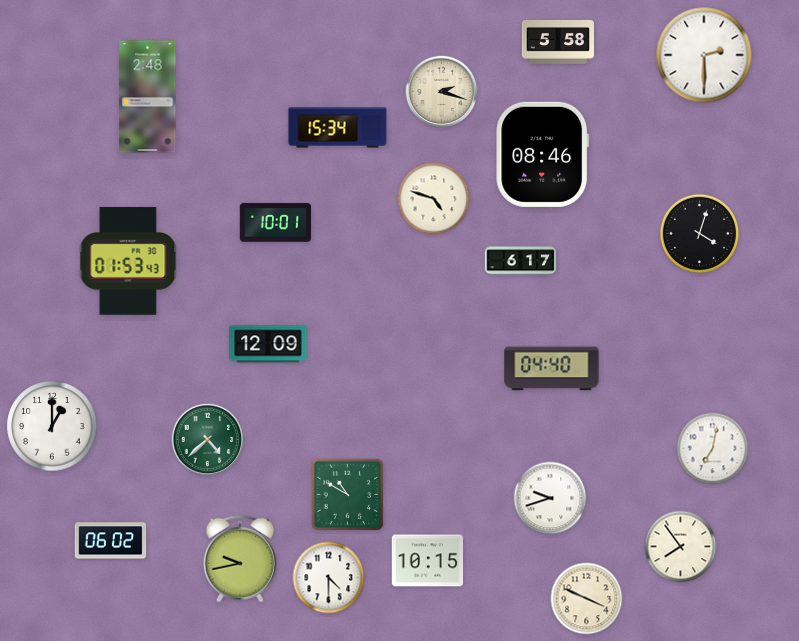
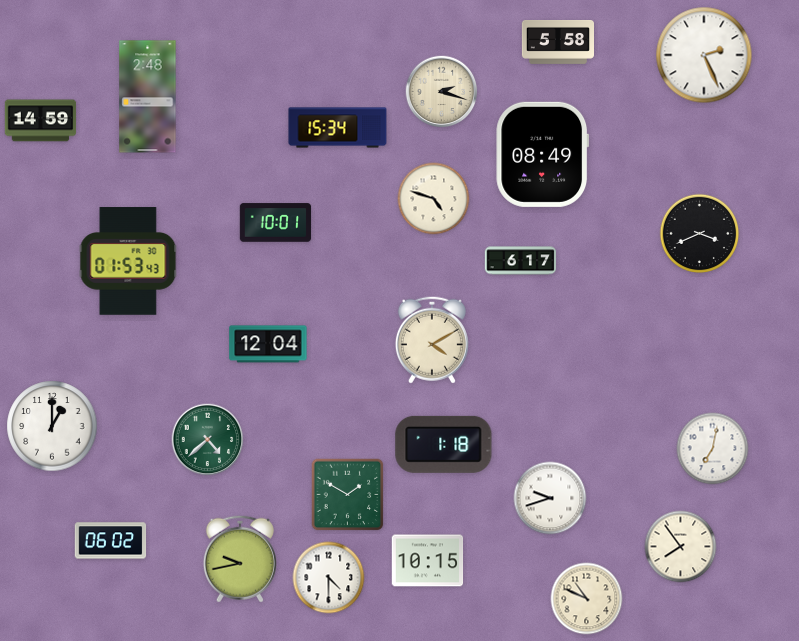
clock at (704, 55): 2:30 -> 2:26
clock at (41, 121): none -> 14:59
clock at (543, 154): 08:46 -> 08:49
clock at (700, 234): 4:03 -> 3:41
clock at (432, 340): none -> 4:10
clock at (268, 344): 12:09 -> 12:04
clock at (552, 369): 04:40 -> none
clock at (444, 444): none -> 1:18
clock at (348, 495): 10:50 -> 1:50
clock at (587, 599): 3:49 -> 10:49
